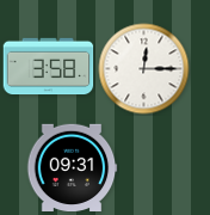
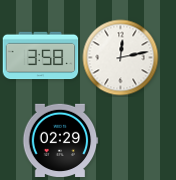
clock at (144, 69): 12:15 -> 12:13
clock at (72, 167): 09:31 -> 02:29
